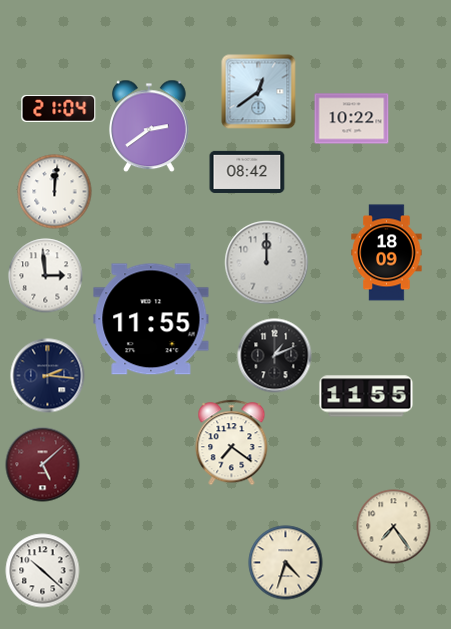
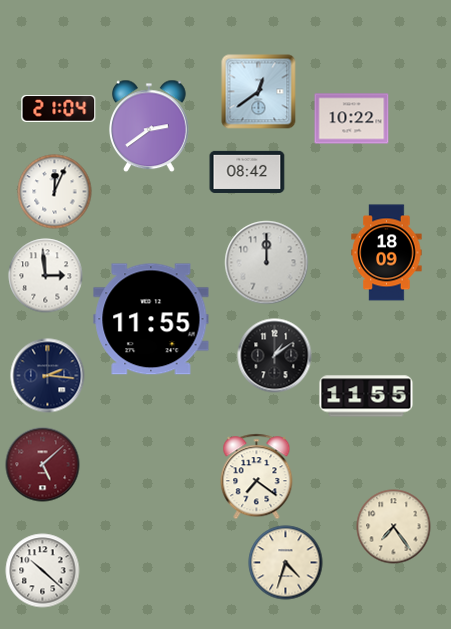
clock at (55, 192): 12:01 -> 12:04
clock at (275, 356): 1:11 -> 1:09
clock at (232, 443) position: (232, 443) -> (257, 477)
